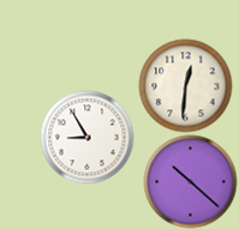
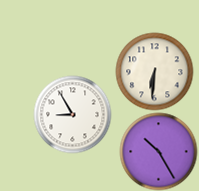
clock at (185, 85): 12:31 -> 6:31
clock at (190, 181): 10:22 -> 10:25
